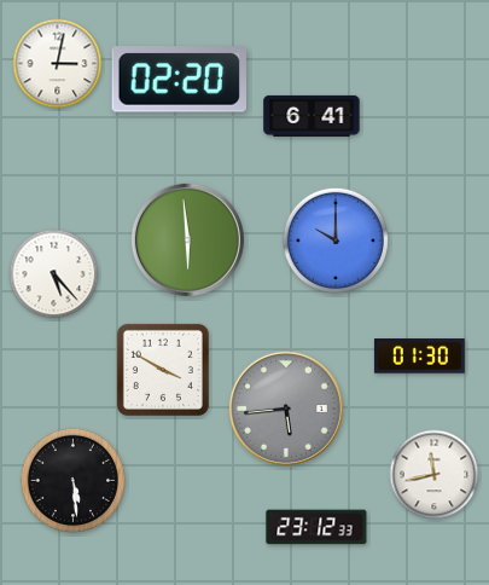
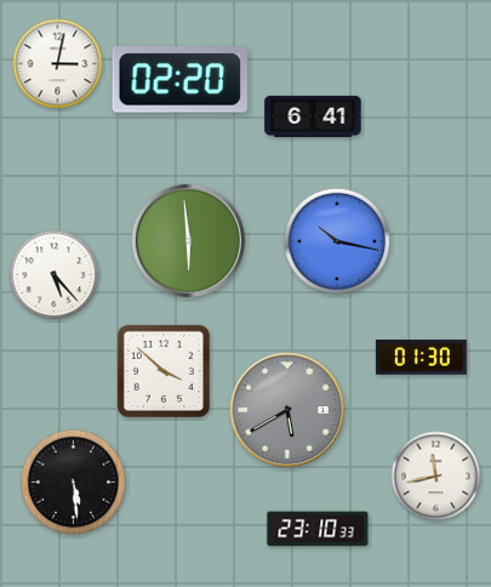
clock at (336, 241): 10:00 -> 10:17
clock at (163, 370): 3:50 -> 3:52
clock at (286, 409): 5:44 -> 5:40
clock at (316, 527): 23:12 -> 23:10
